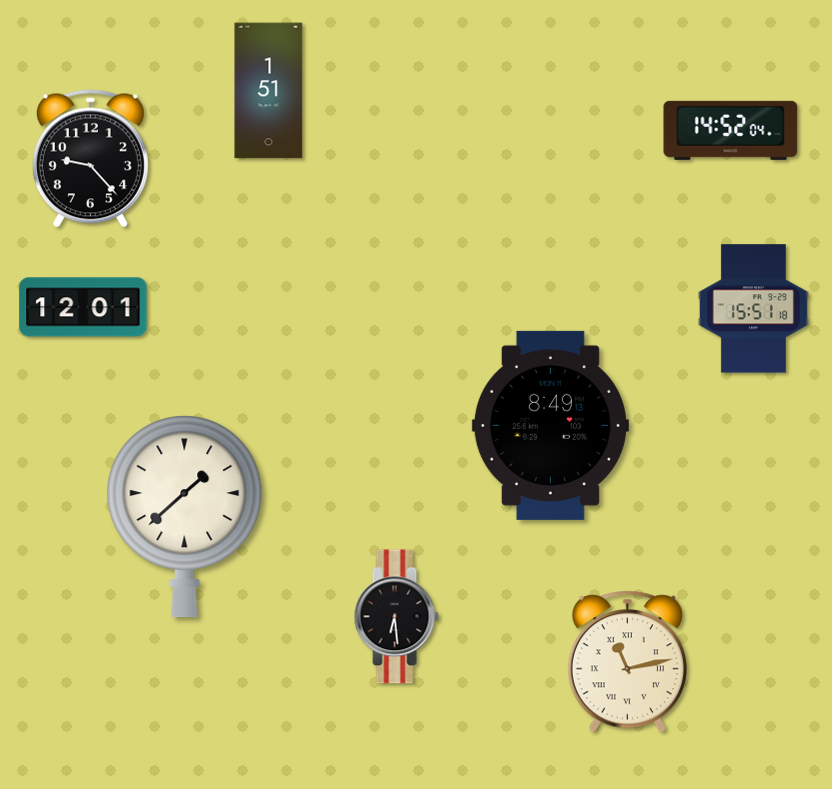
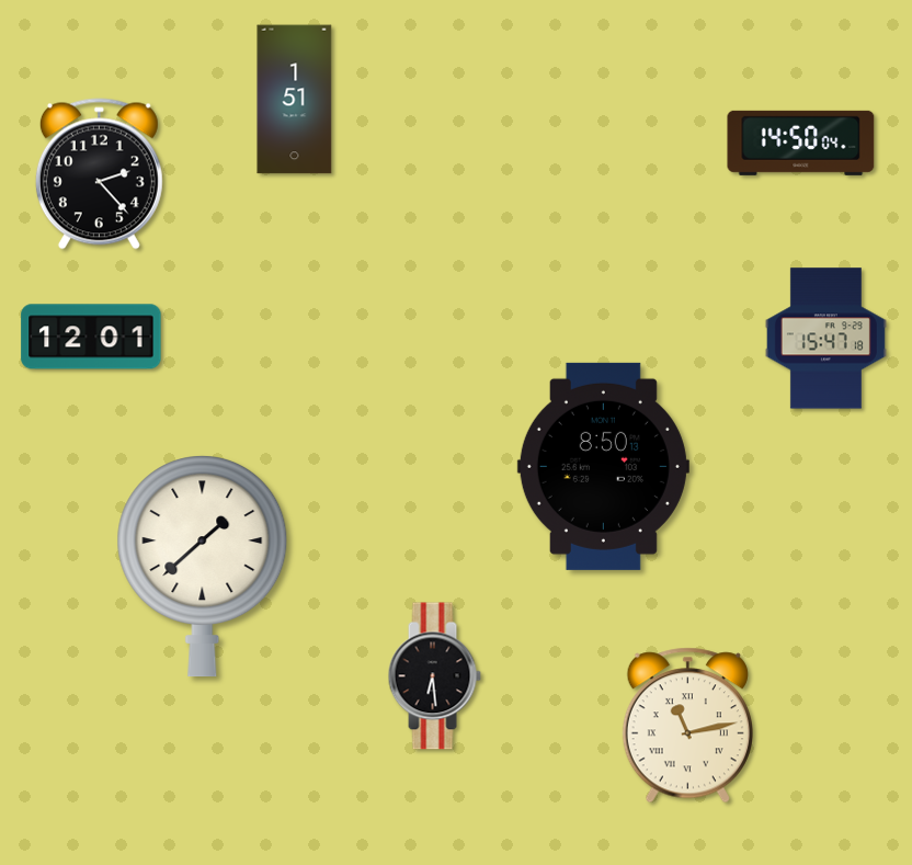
clock at (731, 130): 14:52 -> 14:50
clock at (90, 159): 9:23 -> 2:23
clock at (753, 309): 15:51 -> 15:47
clock at (550, 425): 8:49 -> 8:50
